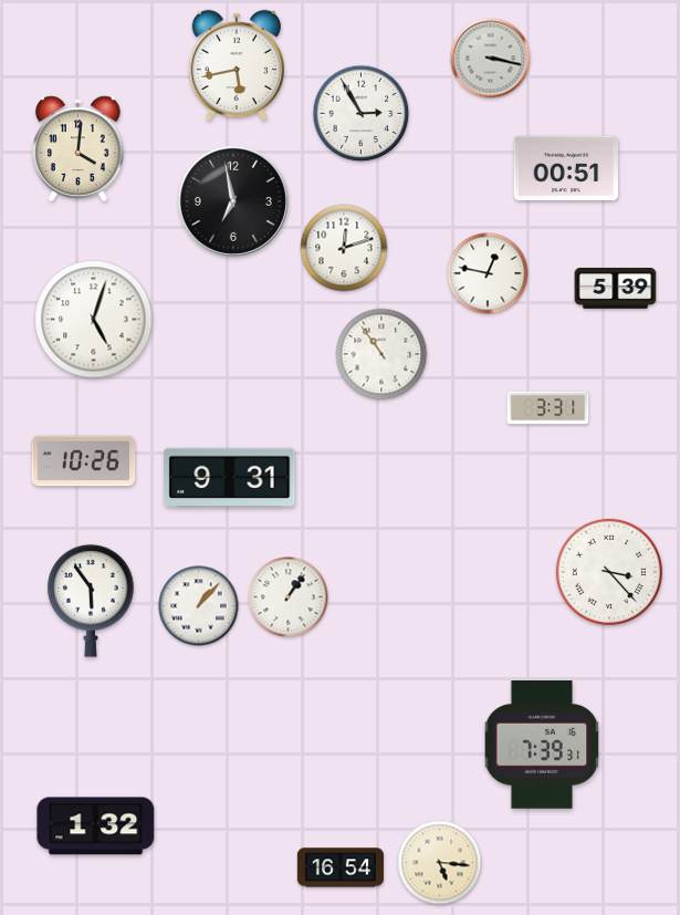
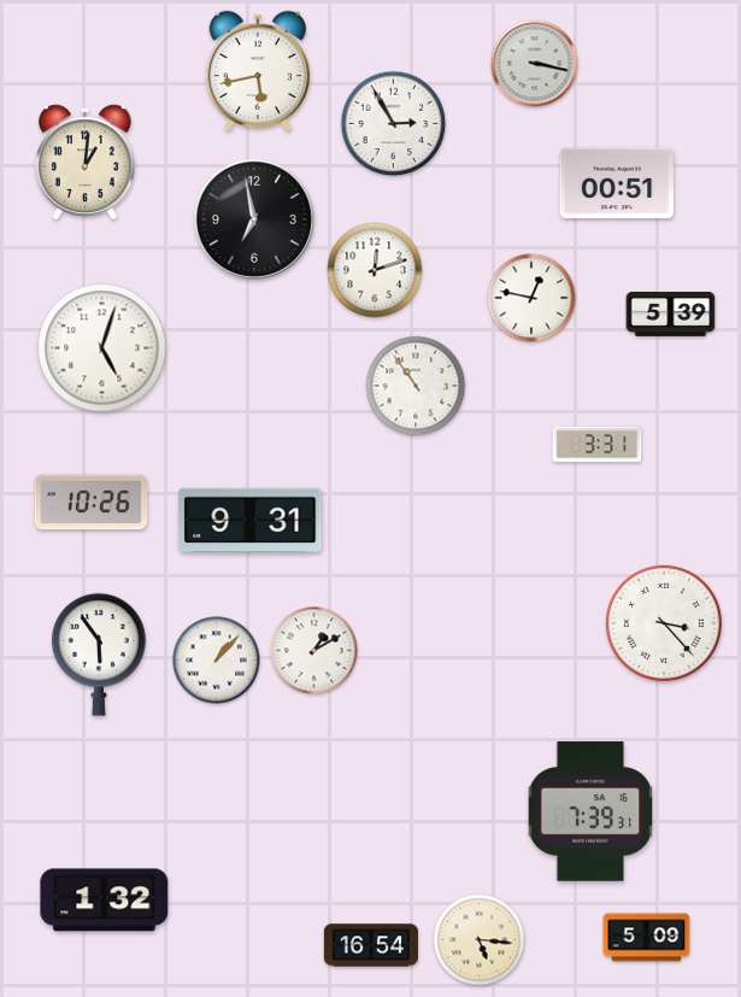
clock at (79, 149): 4:01 -> 1:01
clock at (289, 597): 1:06 -> 1:10
clock at (647, 938): none -> 5:09
